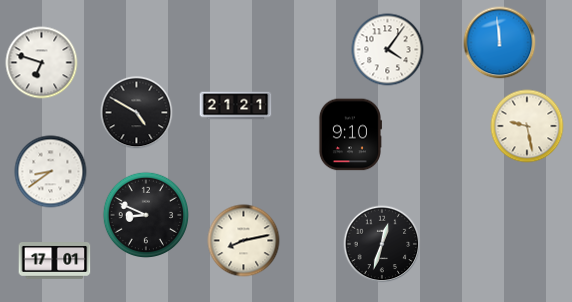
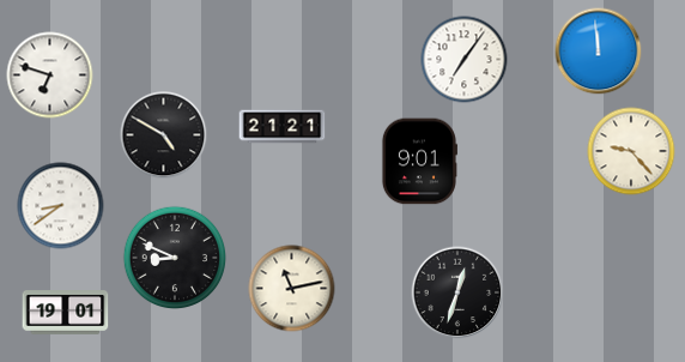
clock at (388, 50): 4:06 -> 7:06
clock at (527, 126): 9:28 -> 9:23
clock at (350, 135): 9:10 -> 9:01
clock at (244, 241): 8:13 -> 11:13
clock at (55, 261): 17:01 -> 19:01
